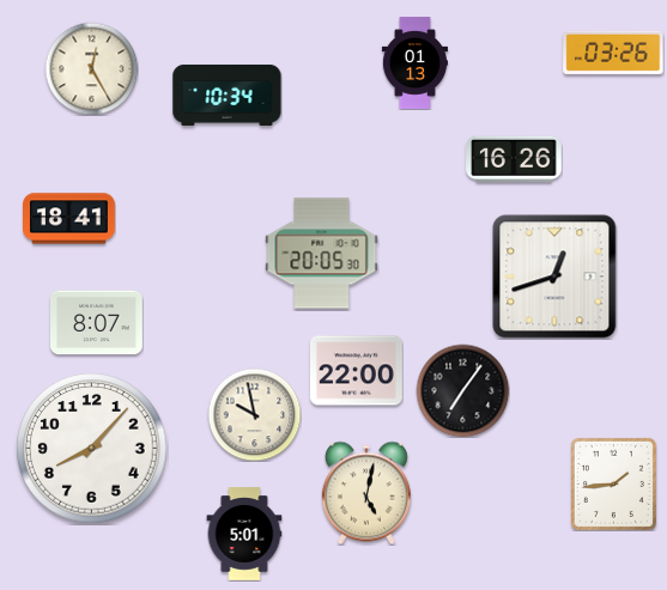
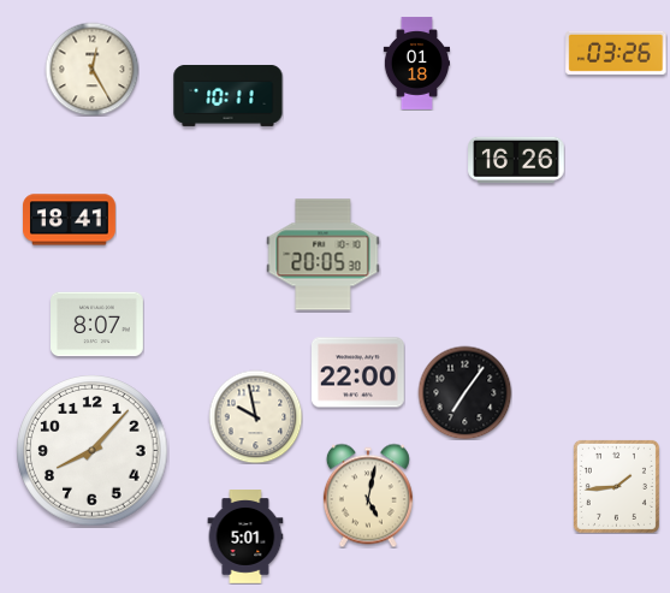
clock at (414, 63): 01:13 -> 01:18
clock at (228, 95): 10:34 -> 10:11
clock at (554, 276): 12:42 -> none
